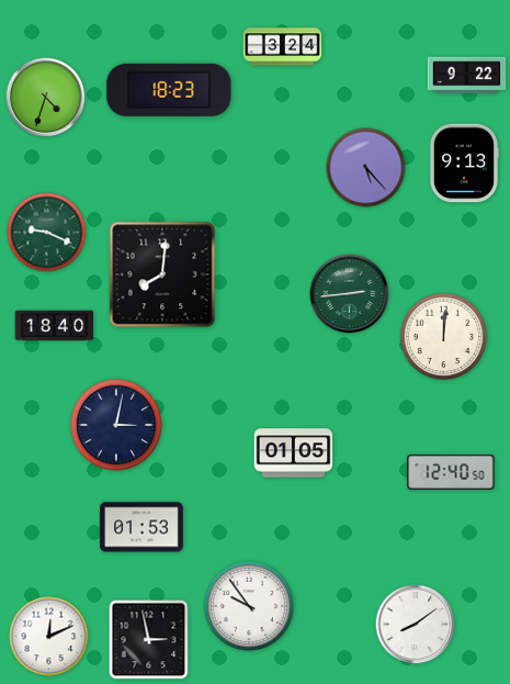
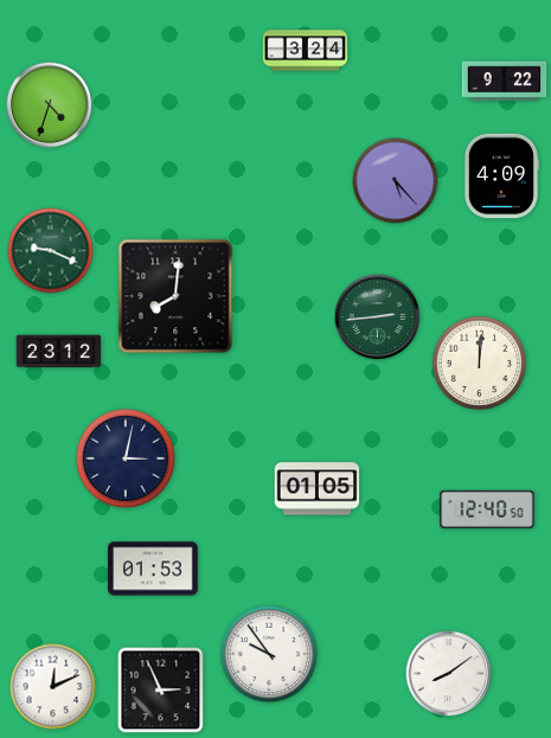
clock at (169, 90): 18:23 -> none
clock at (464, 164): 9:13 -> 4:09
clock at (55, 326): 18:40 -> 23:12
clock at (149, 640): 2:58 -> 2:56
